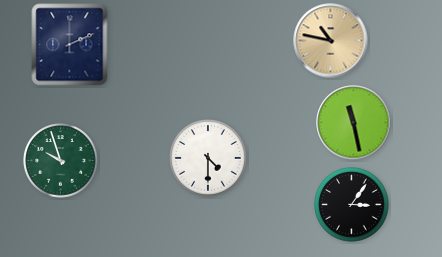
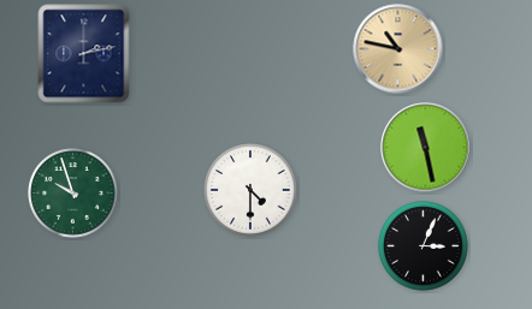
clock at (70, 45): 2:11 -> 2:13
clock at (352, 205): 3:06 -> 3:04
